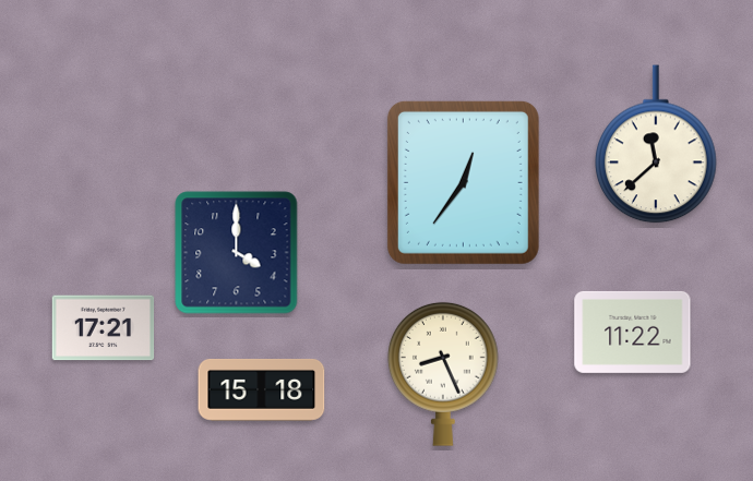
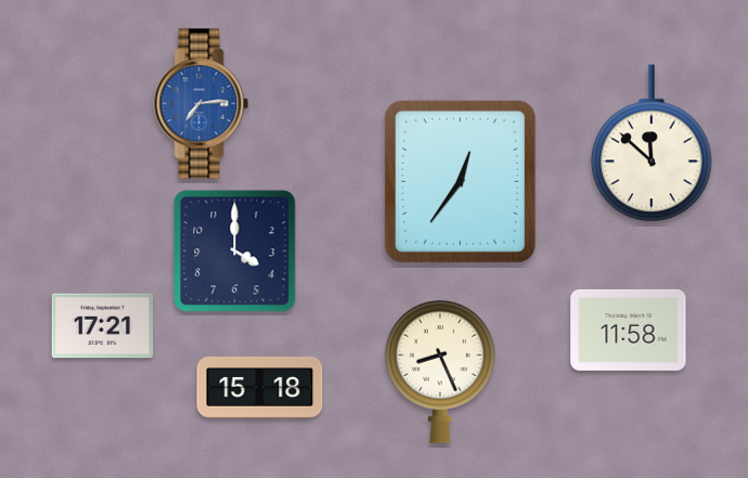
clock at (202, 104): none -> 7:14
clock at (657, 144): 11:38 -> 11:52
clock at (633, 332): 11:22 -> 11:58
